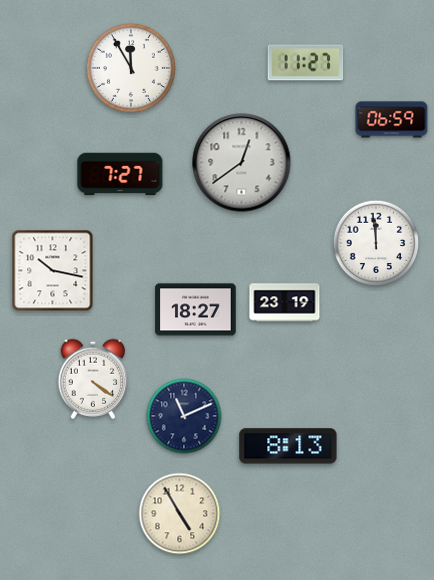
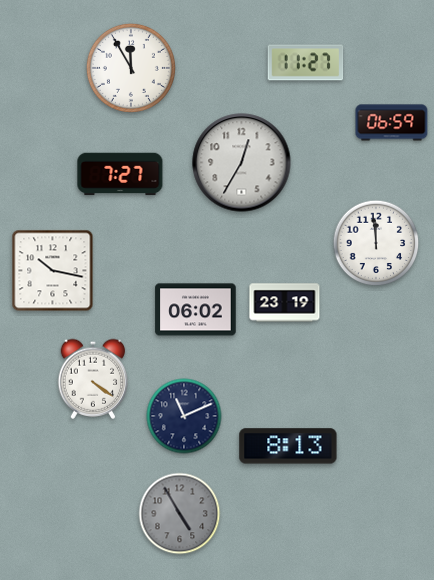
clock at (392, 120) position: (392, 120) -> (392, 123)
clock at (242, 163): 12:39 -> 12:35
clock at (196, 310): 18:27 -> 06:02
clock at (180, 514) dial: cream -> grey
